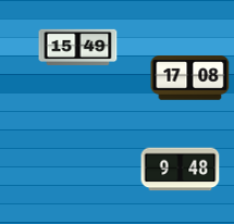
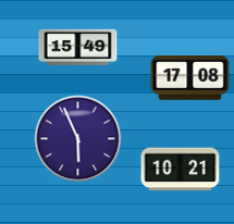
clock at (78, 139): none -> 5:56
clock at (181, 170): 9:48 -> 10:21
